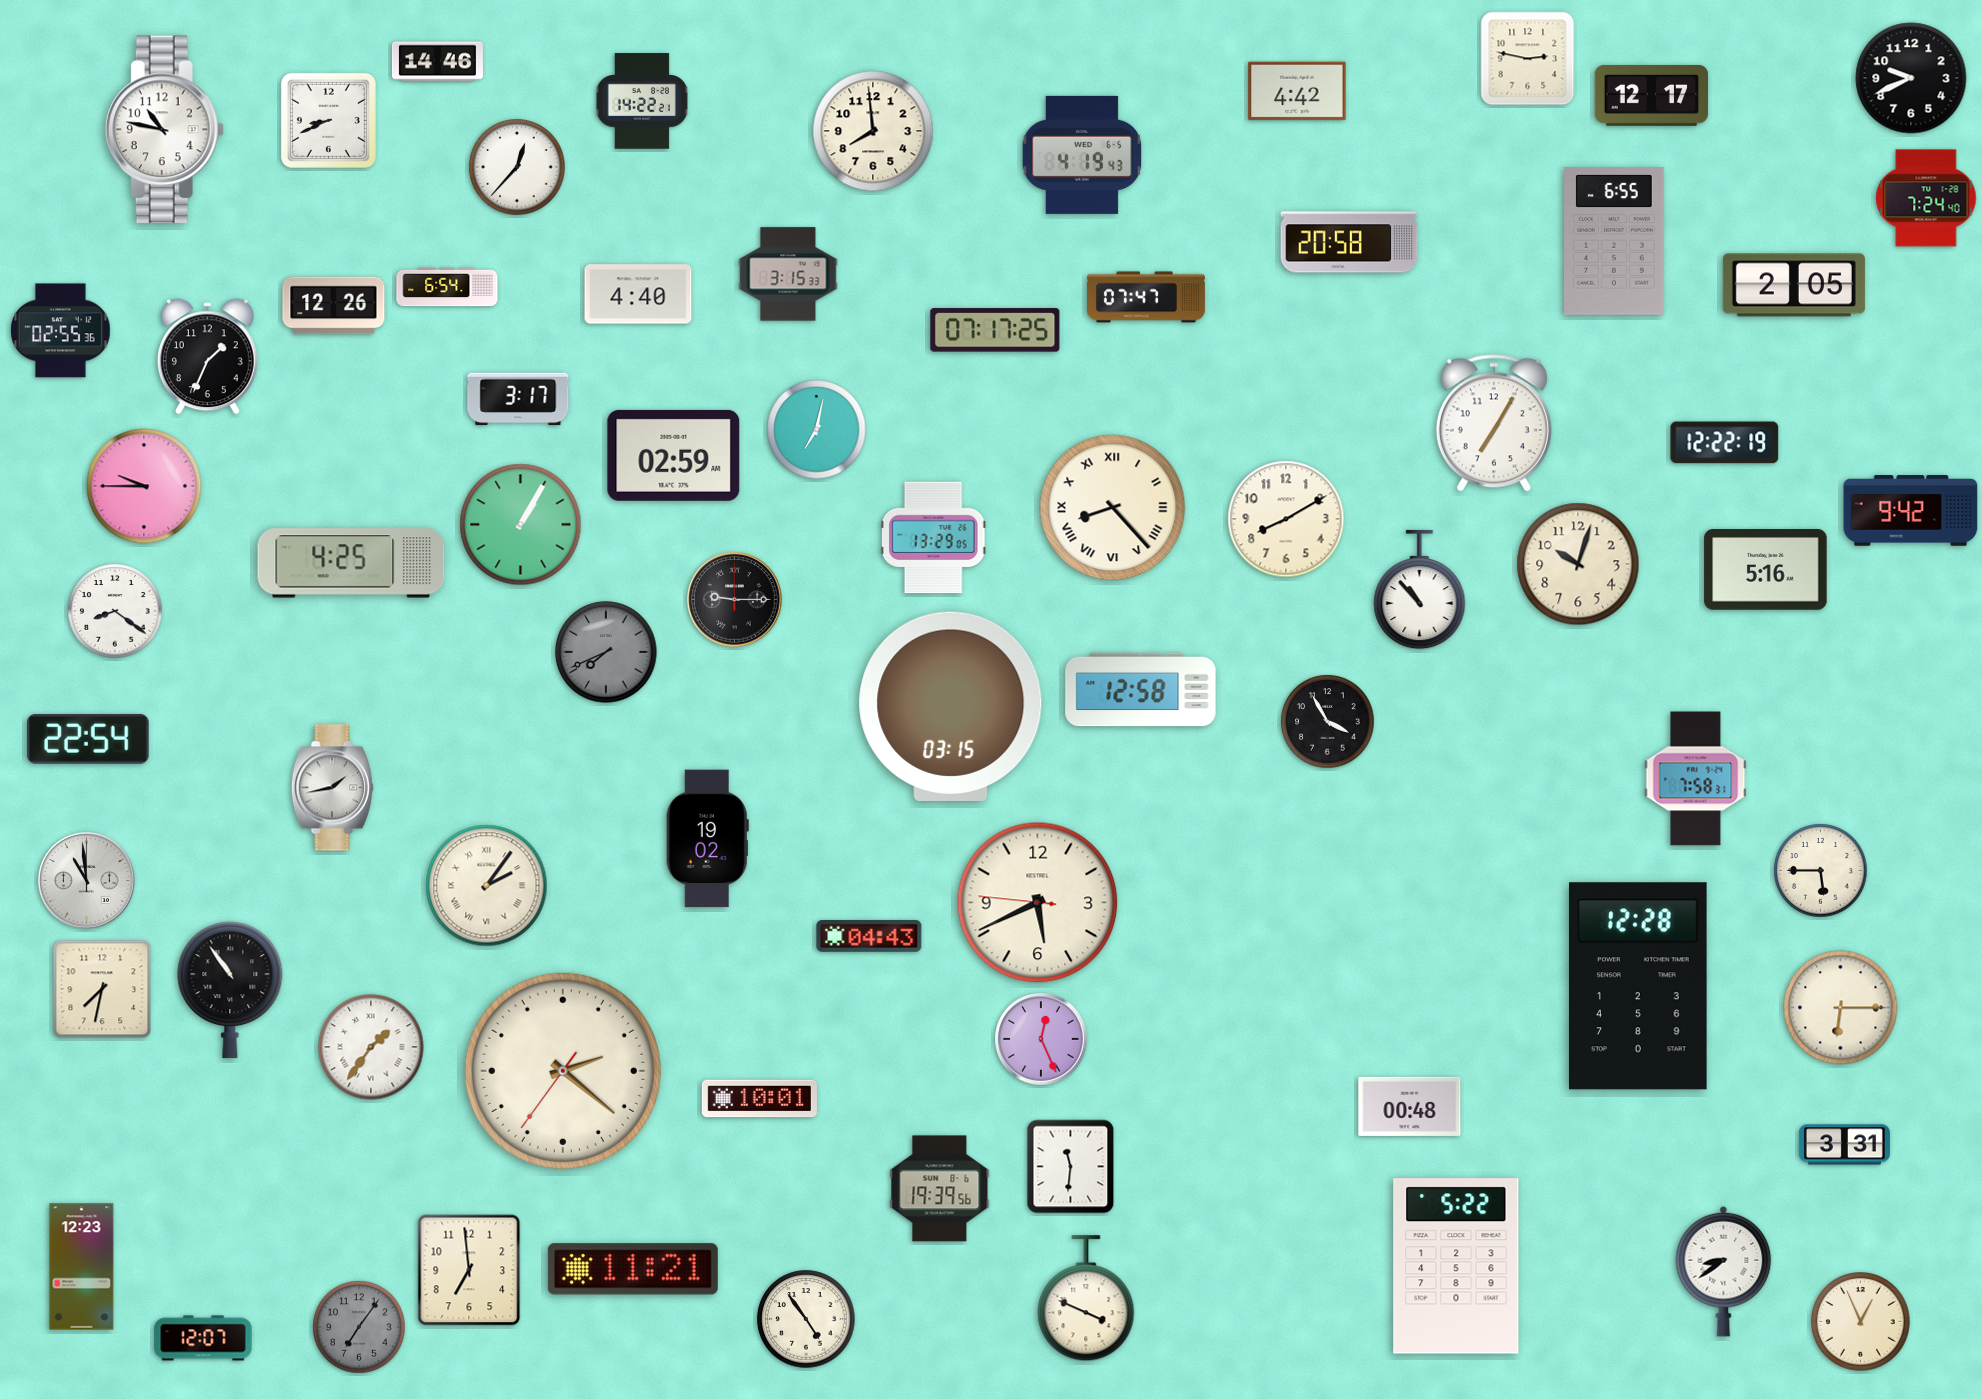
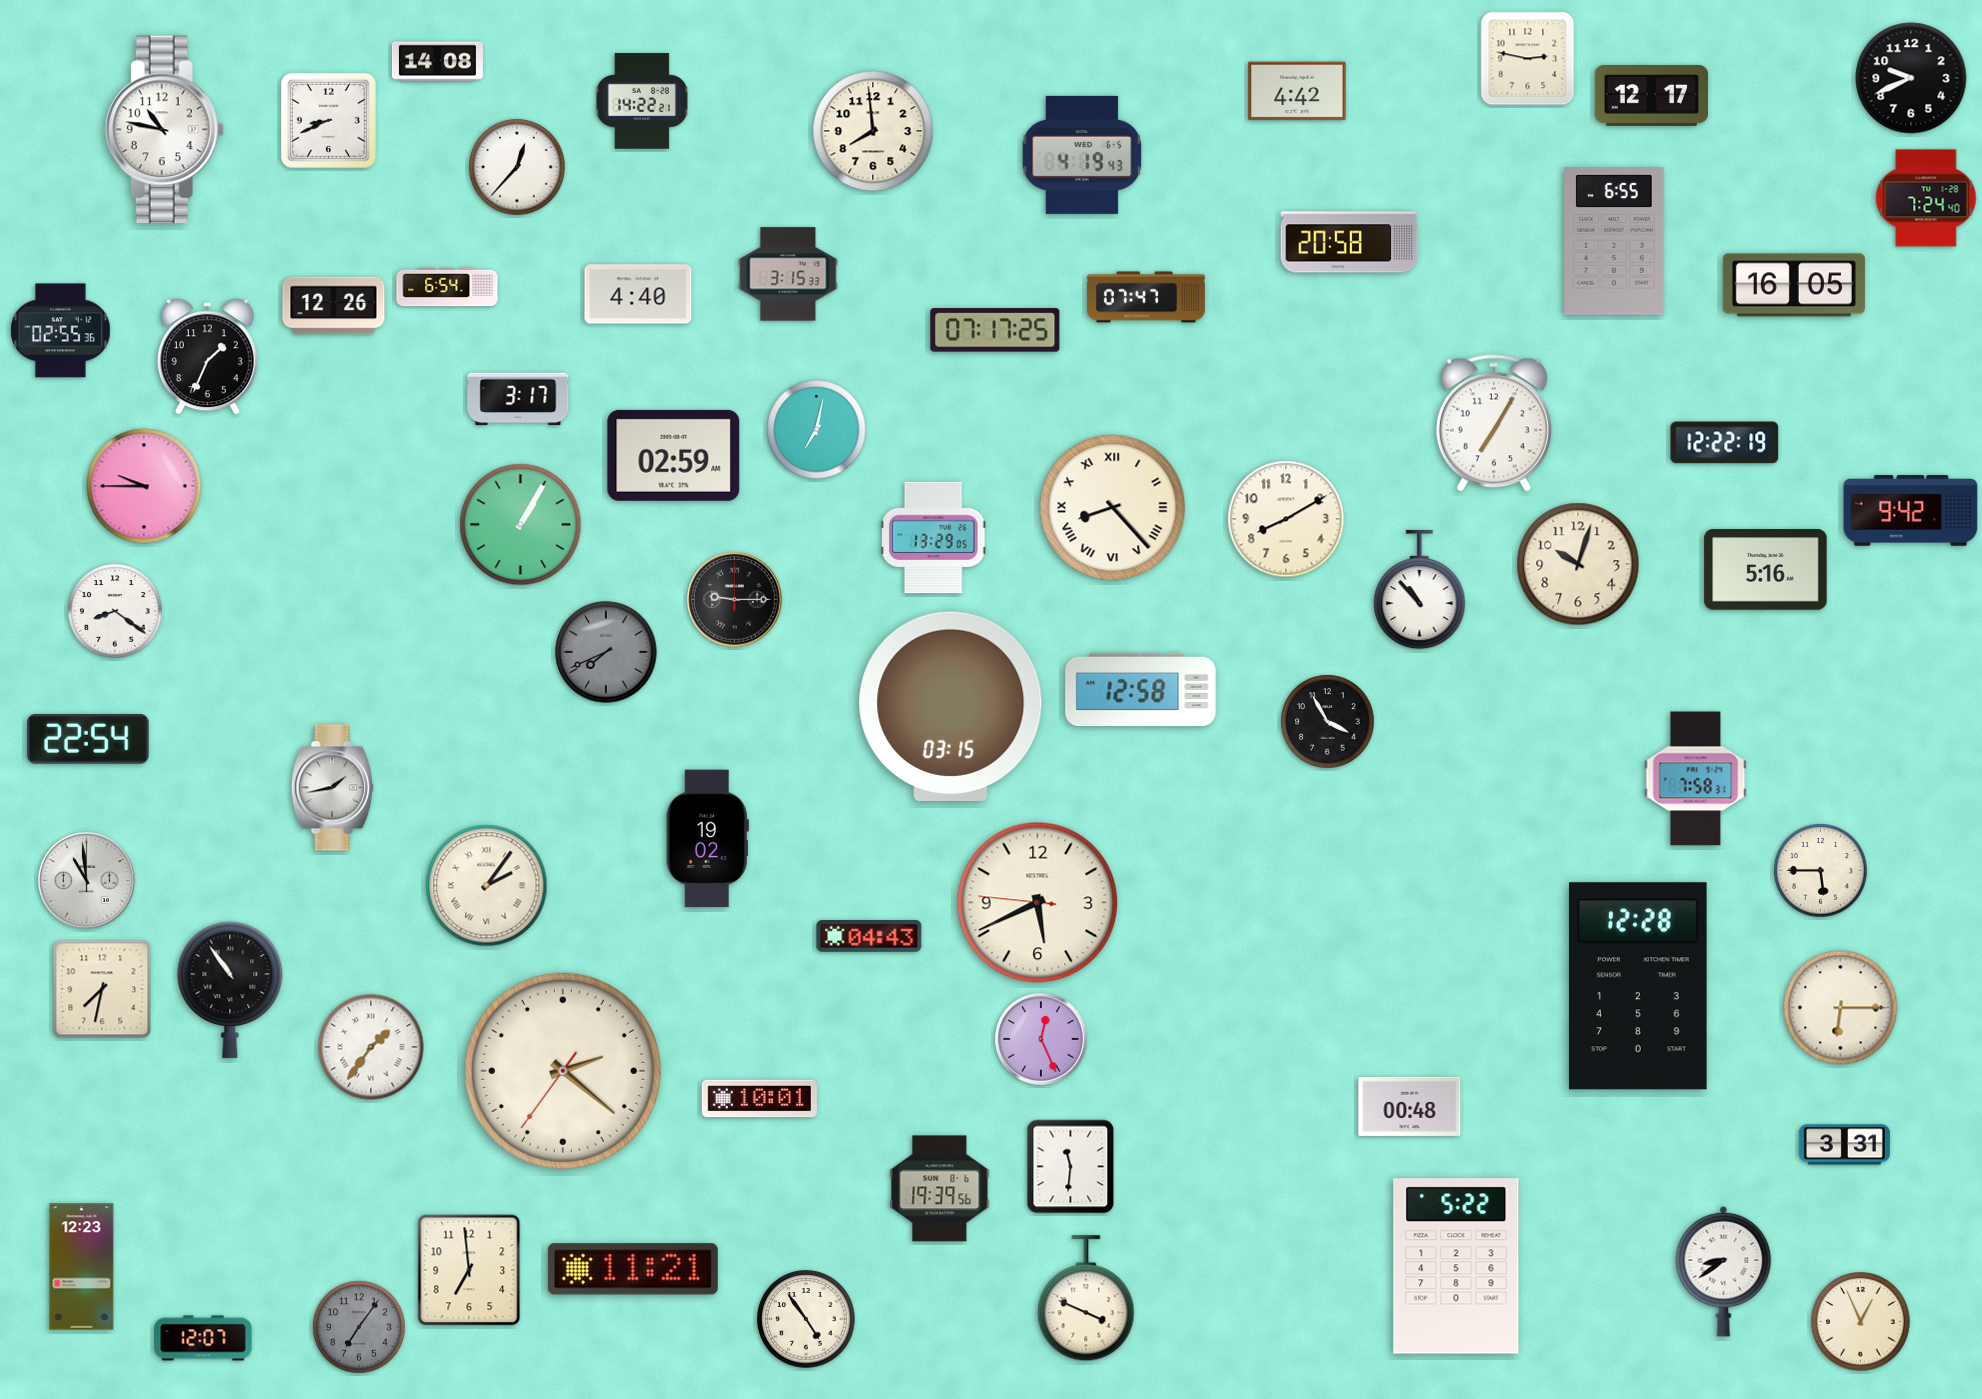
clock at (437, 62): 14:46 -> 14:08
clock at (1794, 285): 2:05 -> 16:05
clock at (351, 563): 4:25 -> none
